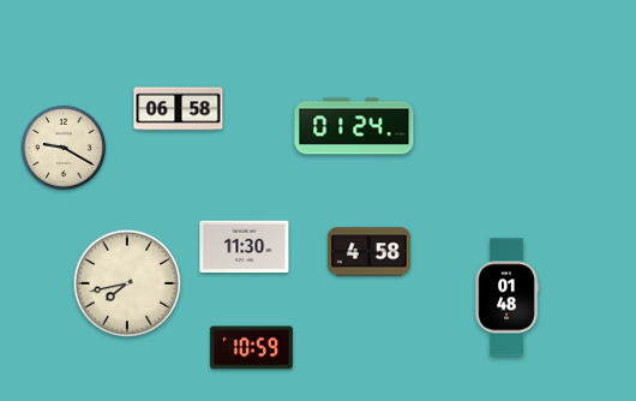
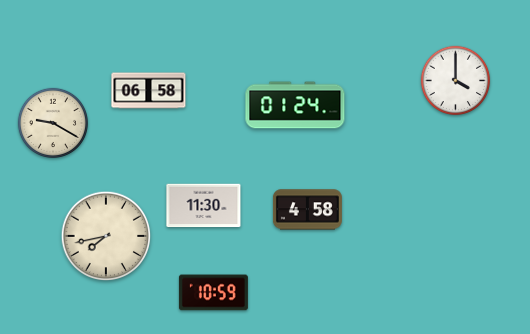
clock at (456, 81): none -> 4:00
clock at (506, 298): 01:48 -> none
clock at (251, 348) position: (251, 348) -> (213, 293)
